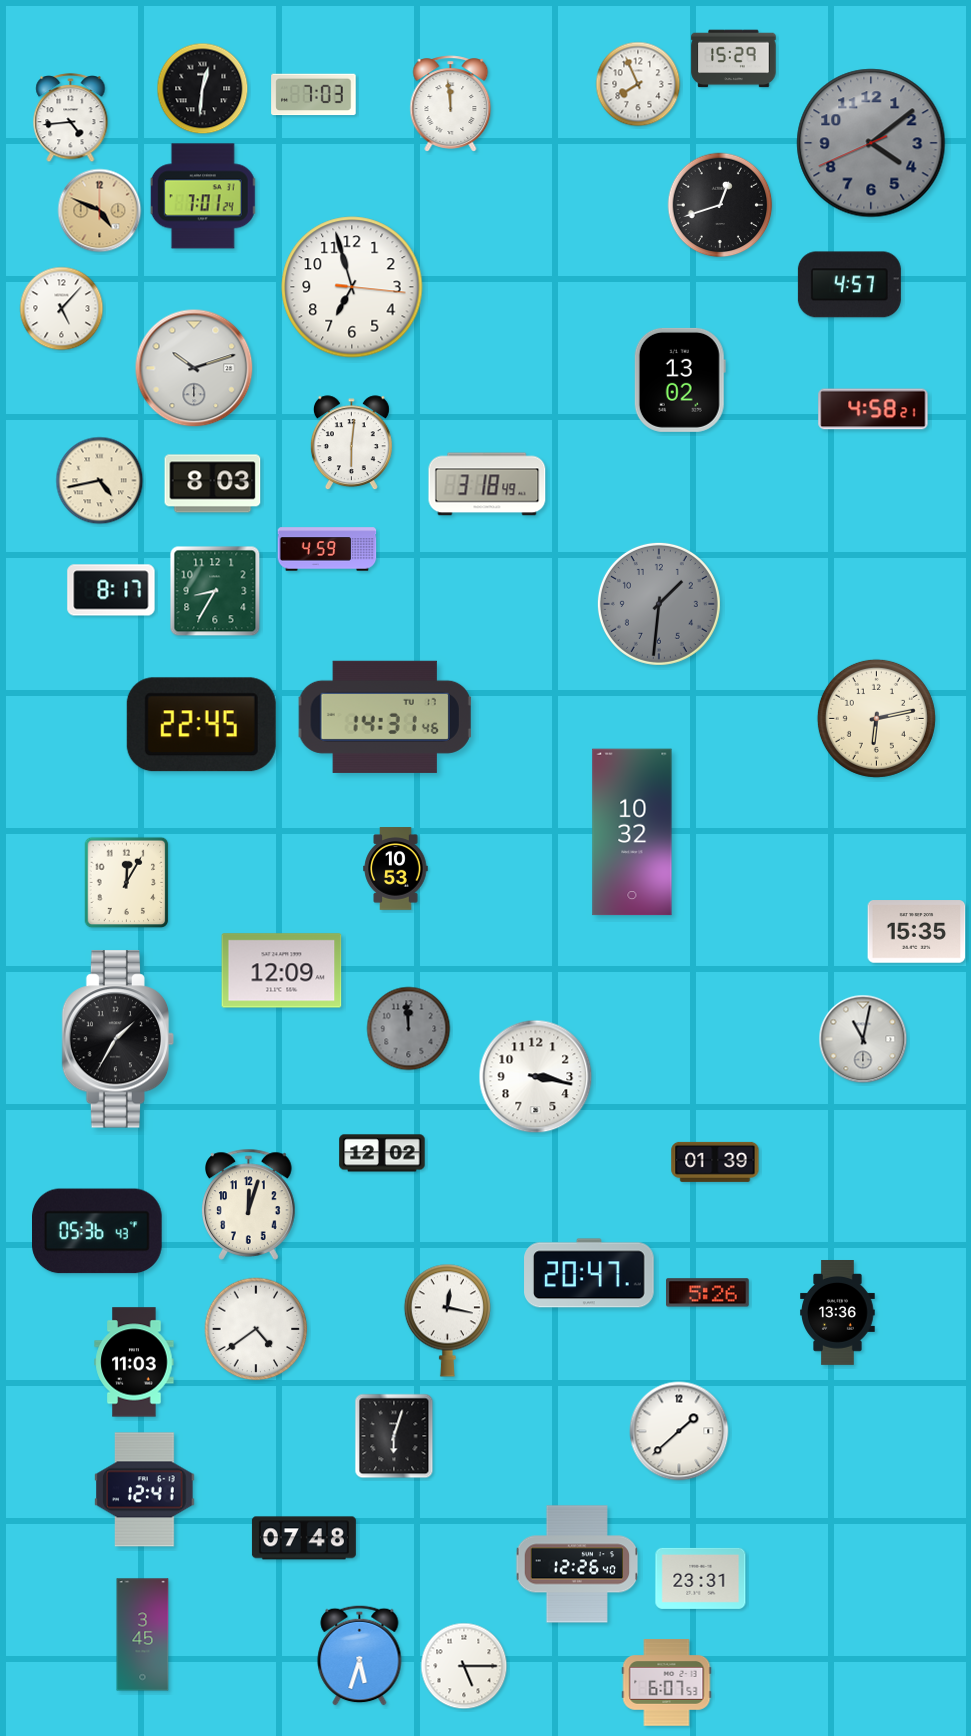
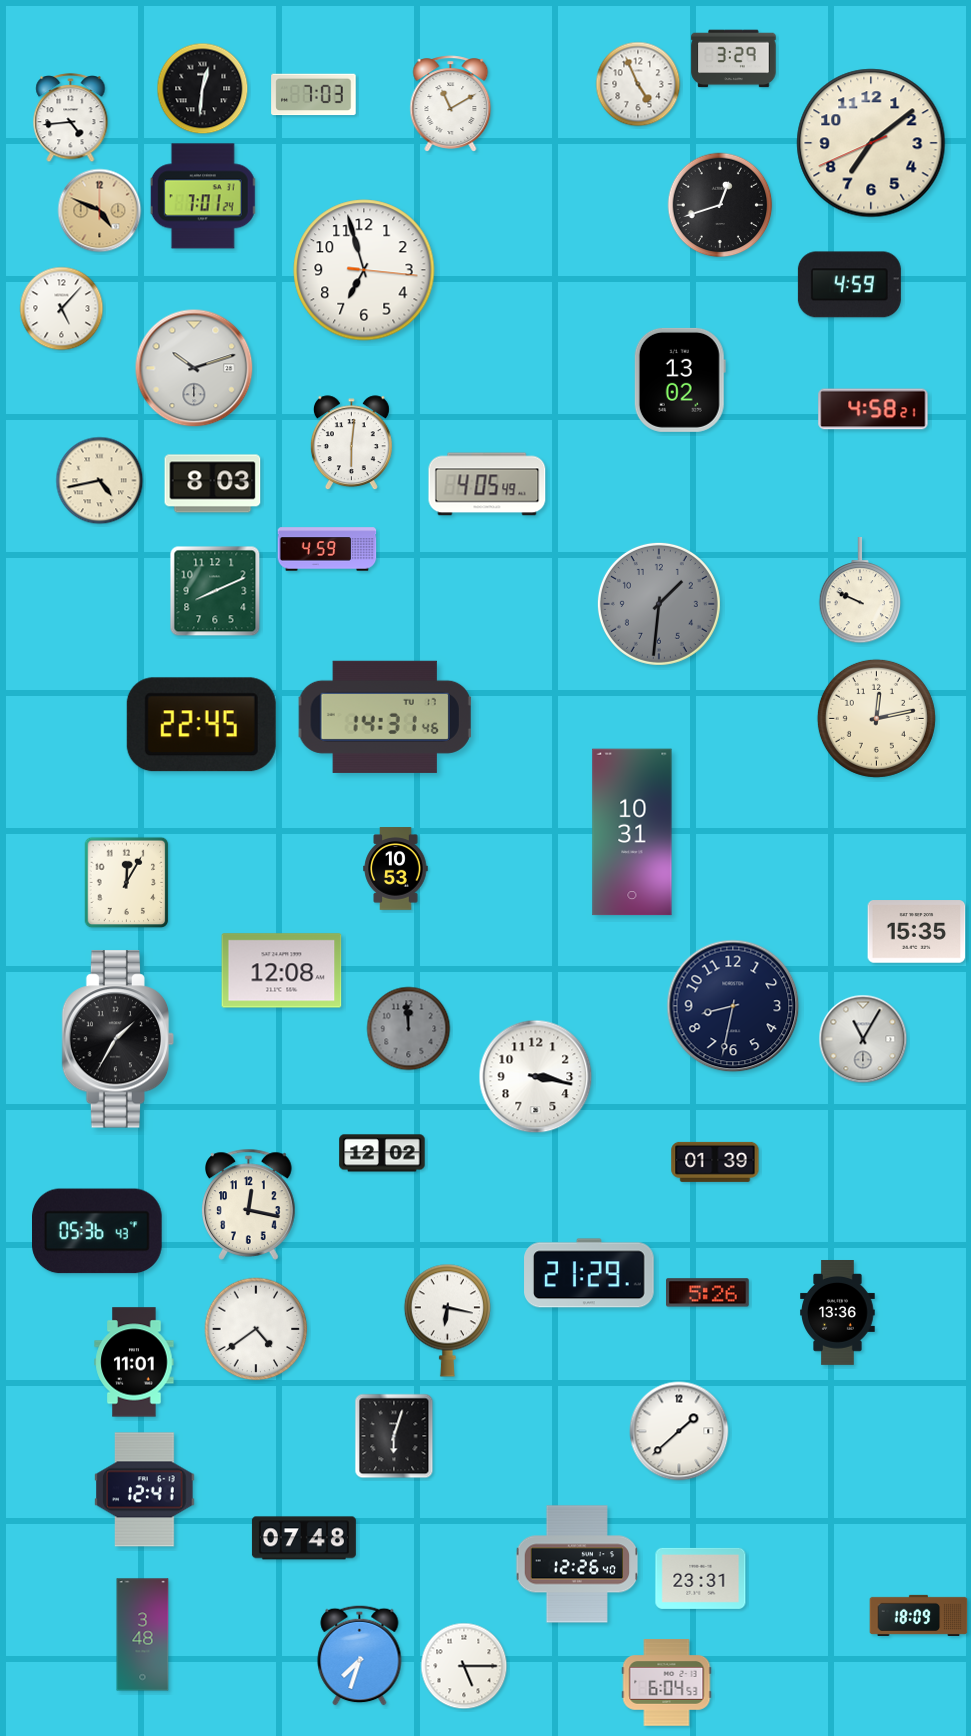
clock at (734, 59): 15:29 -> 3:29
clock at (638, 84): 7:56 -> 4:56
clock at (451, 104): 11:59 -> 11:10
clock at (871, 143): 4:08 -> 7:08
clock at (871, 143) dial: grey -> cream
clock at (849, 285): 4:57 -> 4:59
clock at (352, 287) position: (352, 287) -> (364, 270)
clock at (487, 484): 3:18 -> 4:05
clock at (111, 590): 8:17 -> none
clock at (215, 591): 8:35 -> 8:11
clock at (860, 591): none -> 9:49
clock at (876, 718): 6:13 -> 12:13
clock at (632, 832): 10:32 -> 10:31
clock at (282, 971): 12:09 -> 12:08
clock at (733, 1006): none -> 8:32
clock at (863, 1039): 11:02 -> 11:05
clock at (249, 1204): 12:03 -> 12:17
clock at (589, 1273): 20:47 -> 21:29
clock at (447, 1320): 12:17 -> 6:17
clock at (134, 1362): 11:03 -> 11:01
clock at (919, 1615): none -> 18:09
clock at (143, 1635): 3:45 -> 3:48
clock at (360, 1655): 5:33 -> 7:33
clock at (667, 1683): 6:07 -> 6:04
